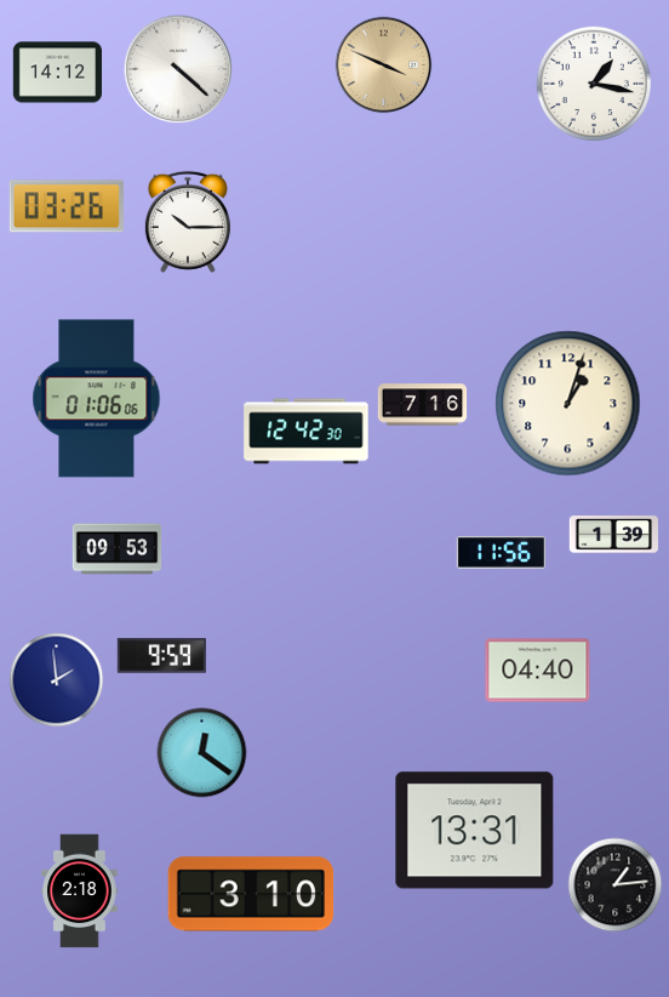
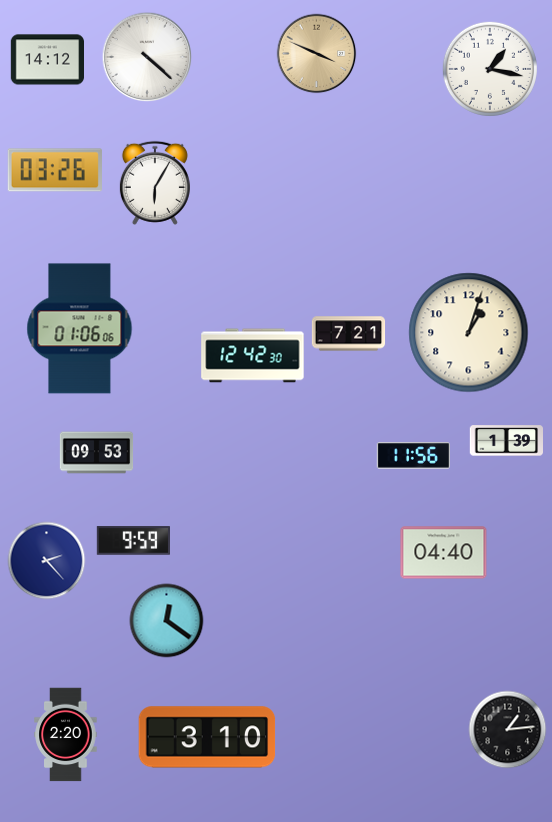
clock at (188, 222): 10:15 -> 6:05
clock at (423, 405): 7:16 -> 7:21
clock at (57, 680): 1:59 -> 2:23
clock at (475, 831): 13:31 -> none
clock at (80, 891): 2:18 -> 2:20
